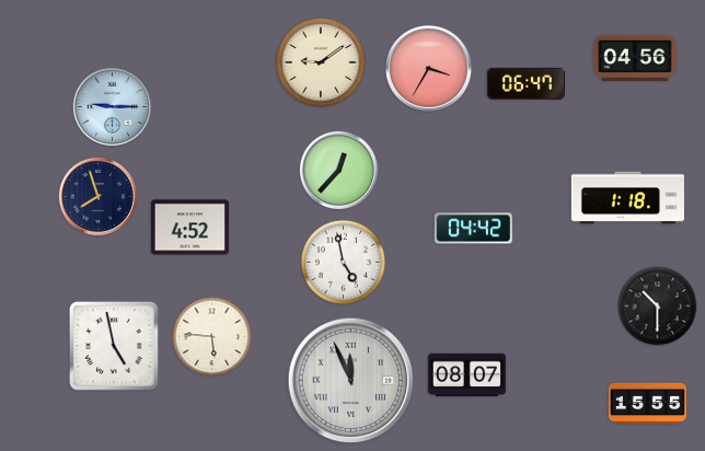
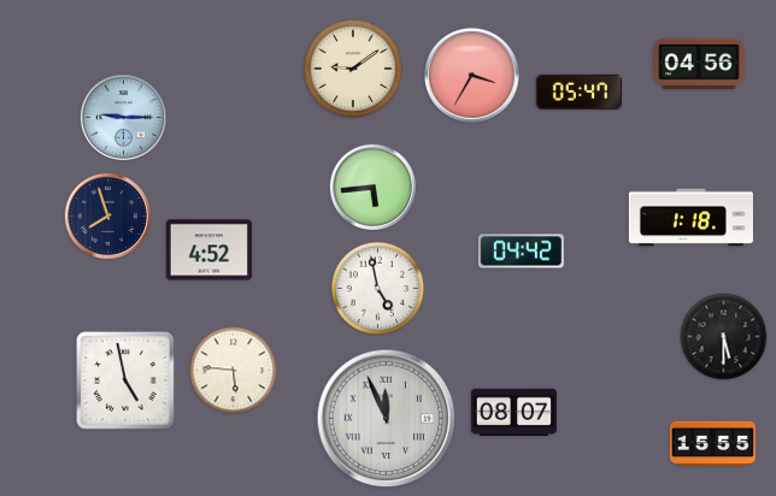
clock at (525, 83): 06:47 -> 05:47
clock at (338, 170): 12:37 -> 5:44
clock at (658, 307): 10:30 -> 5:30
